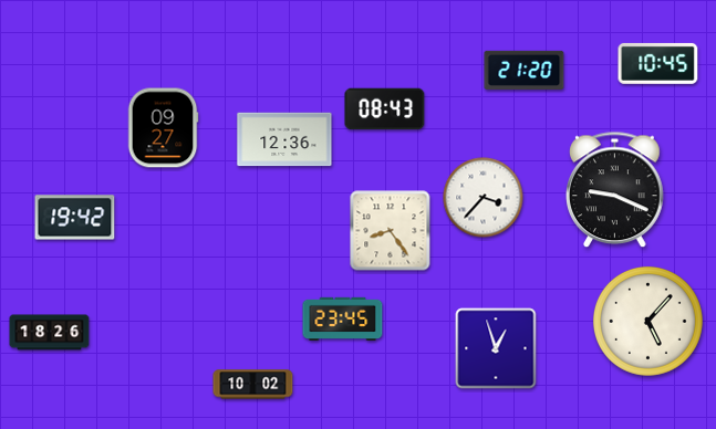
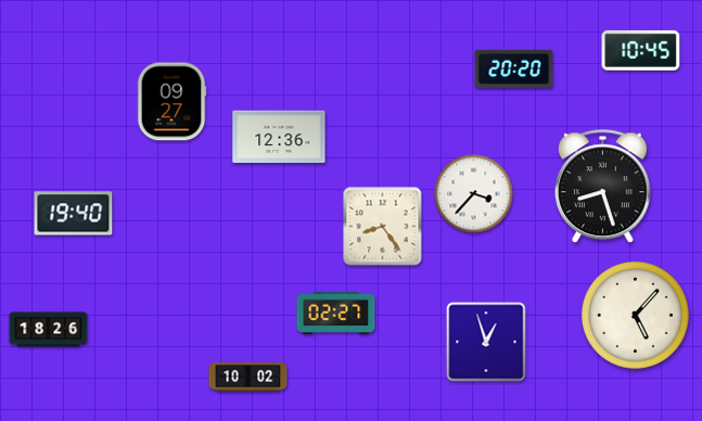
clock at (658, 63) position: (658, 63) -> (641, 50)
clock at (525, 70): 21:20 -> 20:20
clock at (385, 109): 08:43 -> none
clock at (163, 128) position: (163, 128) -> (171, 102)
clock at (615, 190): 9:19 -> 8:27
clock at (75, 218): 19:42 -> 19:40
clock at (343, 318): 23:45 -> 02:27
clock at (50, 333) position: (50, 333) -> (49, 330)
